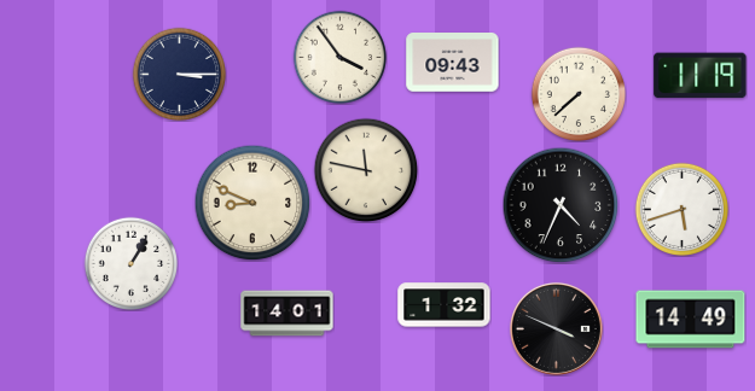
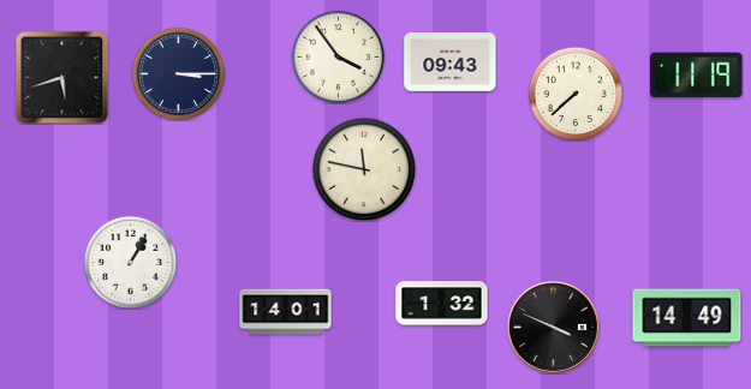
clock at (61, 77): none -> 5:42
clock at (252, 203): 8:49 -> none
clock at (561, 205): 4:34 -> none
clock at (681, 209): 5:42 -> none
